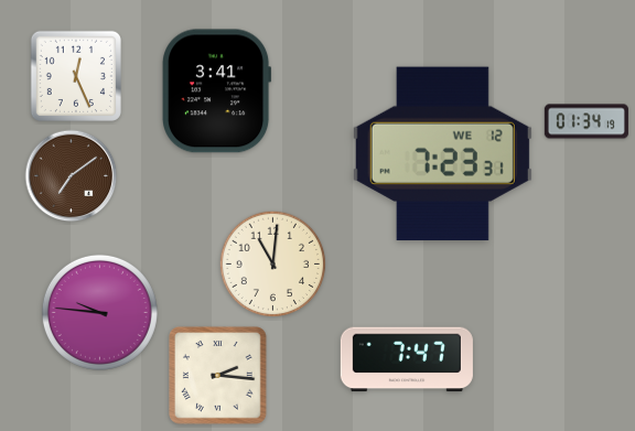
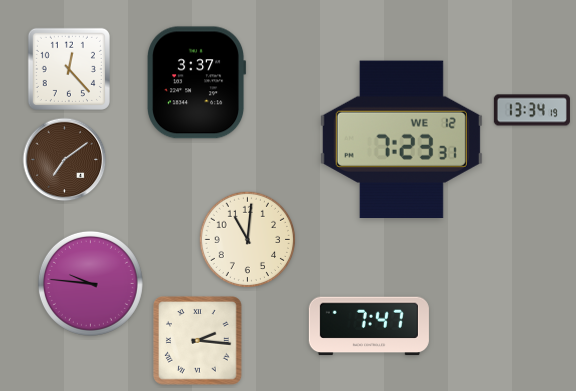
clock at (76, 76): 12:26 -> 12:23
clock at (217, 91): 3:41 -> 3:37
clock at (586, 121): 01:34 -> 13:34
